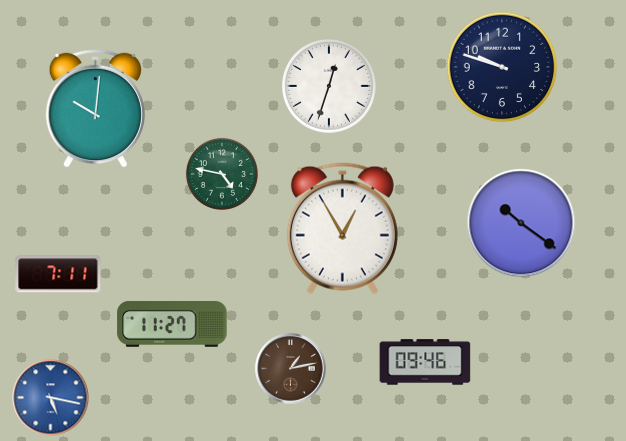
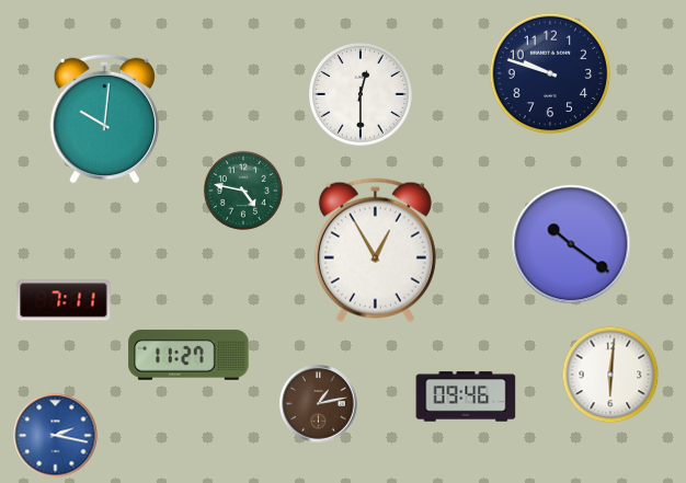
clock at (329, 86): 12:33 -> 12:30
clock at (610, 375): none -> 6:01
clock at (51, 398): 5:17 -> 2:17
